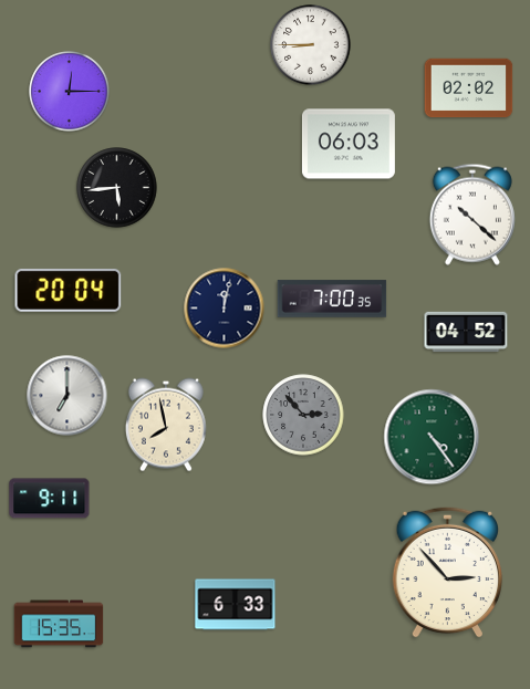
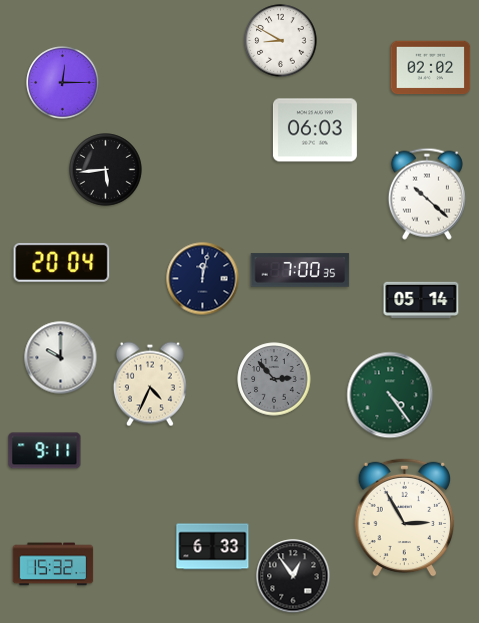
clock at (311, 45): 8:45 -> 8:50
clock at (469, 88) position: (469, 88) -> (431, 68)
clock at (466, 332): 04:52 -> 05:14
clock at (67, 396): 7:00 -> 10:00
clock at (303, 415) position: (303, 415) -> (274, 379)
clock at (166, 425): 7:58 -> 4:34
clock at (447, 572): 2:53 -> 2:55
clock at (59, 624): 15:35 -> 15:32
clock at (293, 576): none -> 12:54
